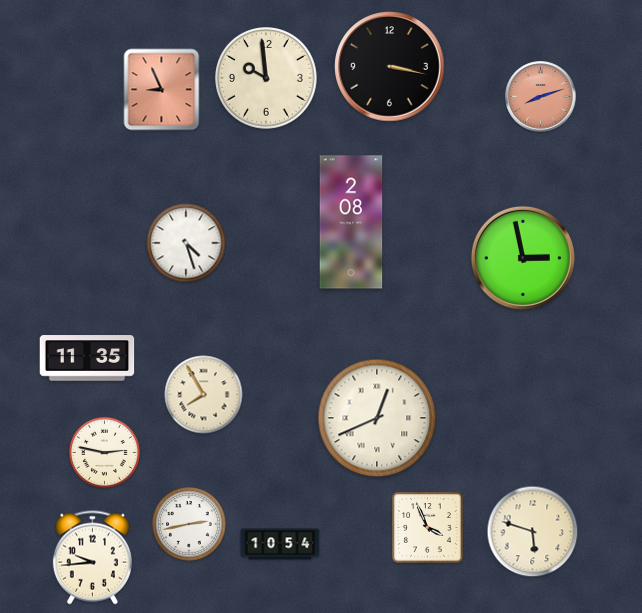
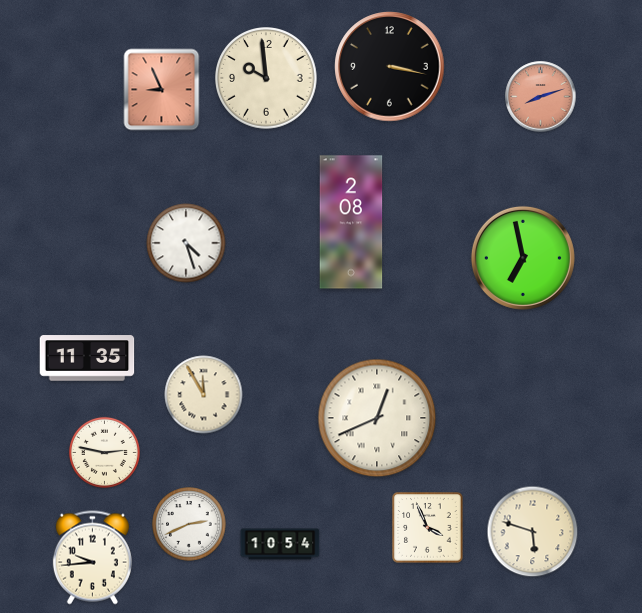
clock at (523, 258): 2:58 -> 6:58
clock at (204, 395): 7:55 -> 11:55
clock at (189, 524): 2:43 -> 2:41
